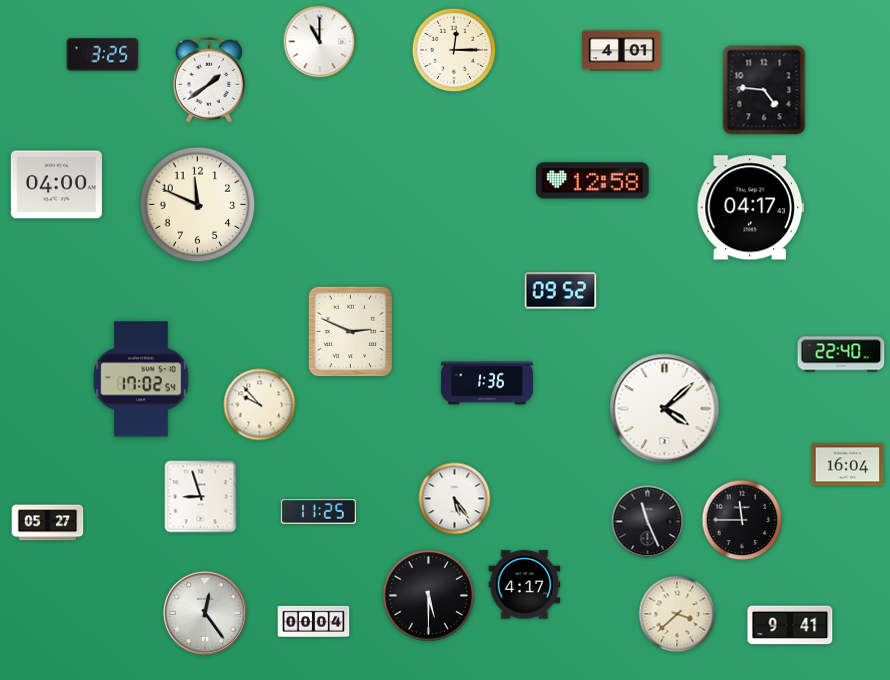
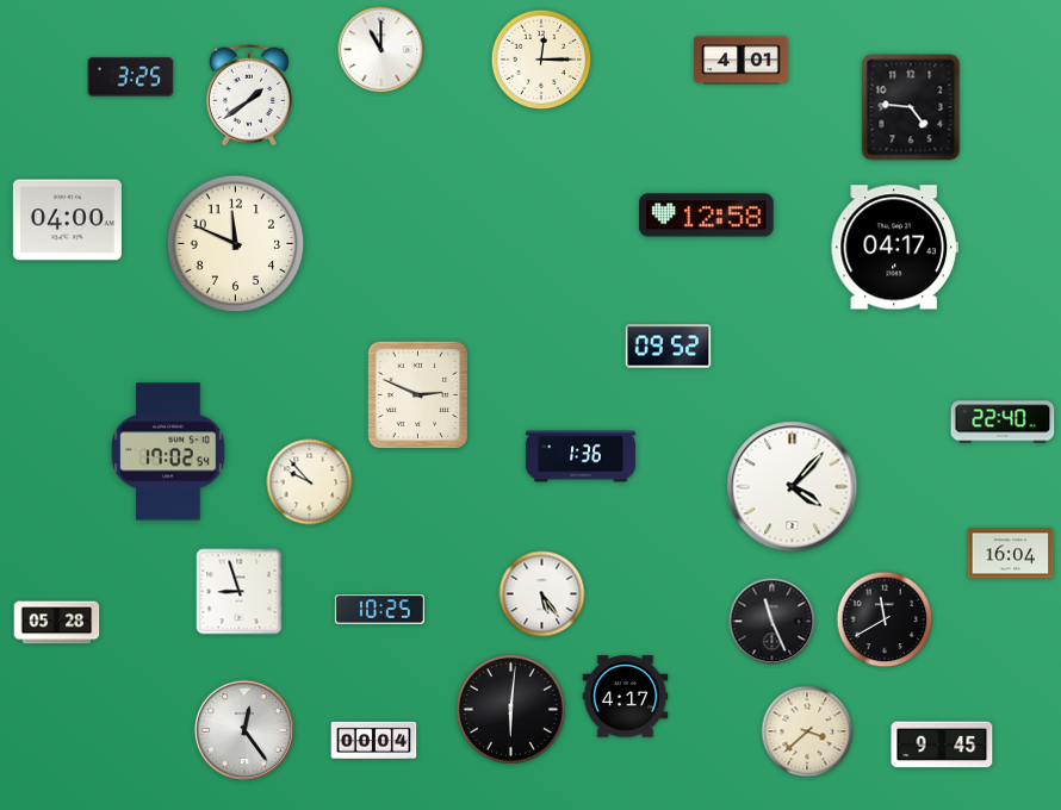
clock at (103, 55) position: (103, 55) -> (131, 77)
clock at (665, 409): 4:08 -> 4:07
clock at (318, 512): 11:25 -> 10:25
clock at (742, 520): 11:45 -> 11:40
clock at (48, 523): 05:27 -> 05:28
clock at (429, 596): 5:30 -> 6:01
clock at (790, 625): 9:41 -> 9:45
